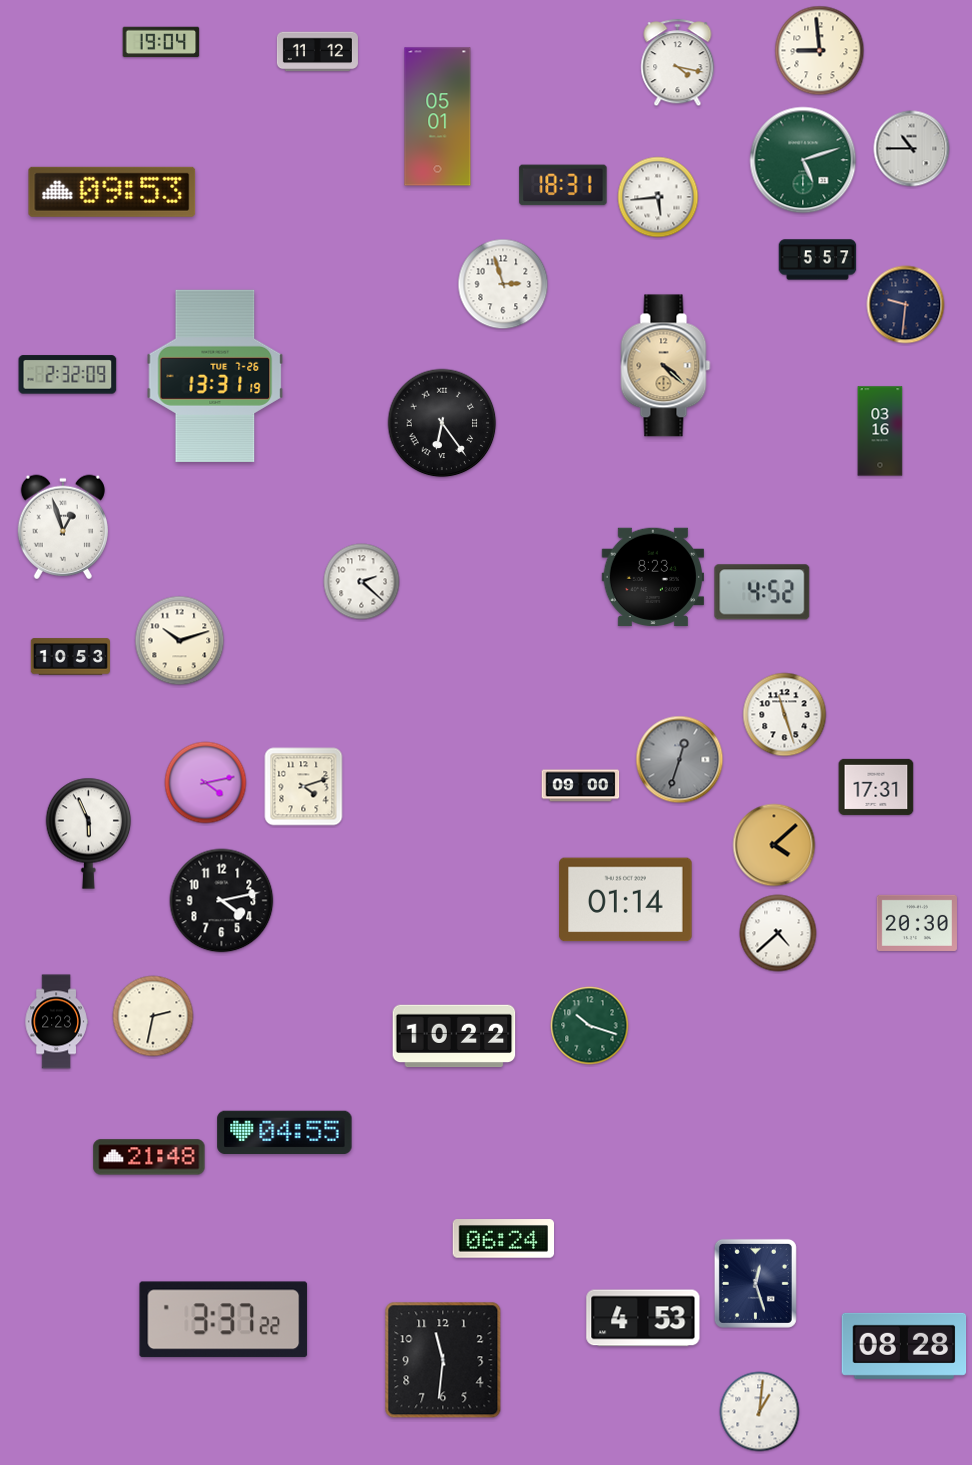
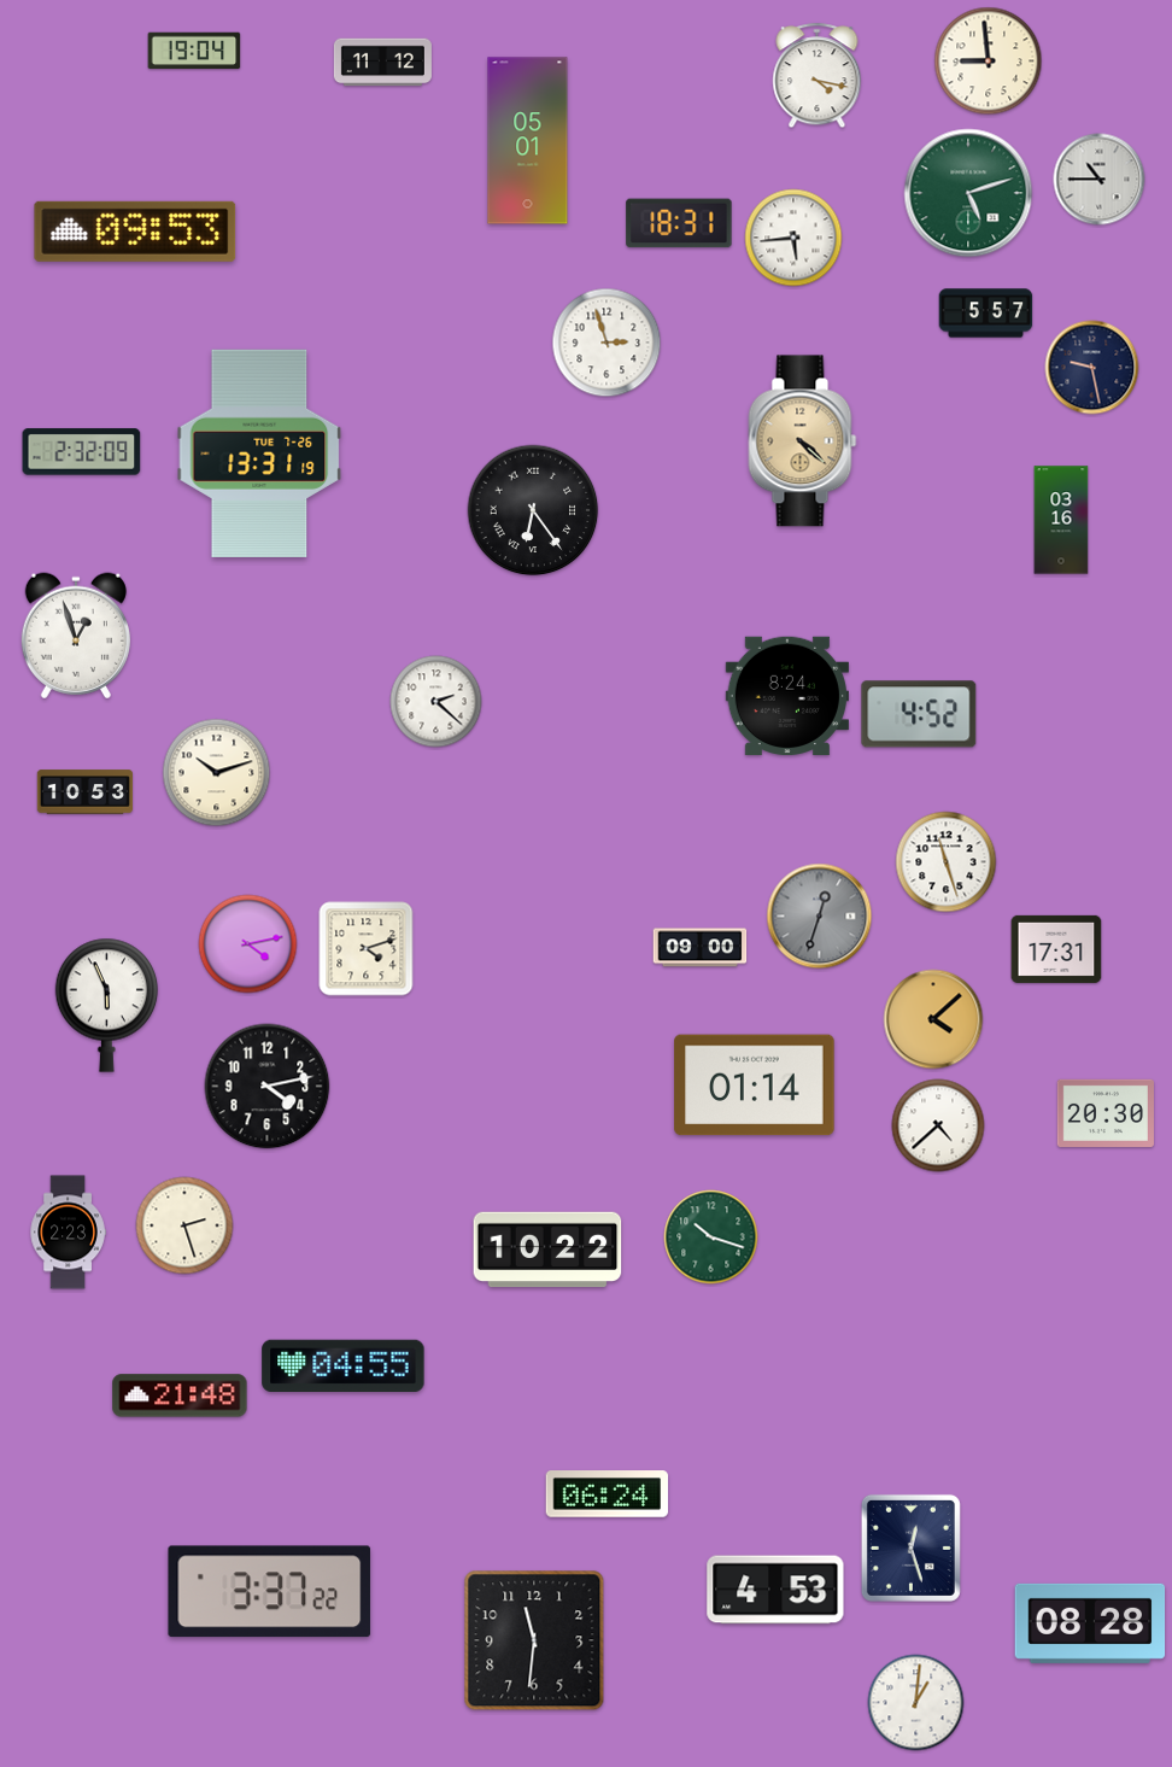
clock at (906, 305): 9:31 -> 9:28
clock at (652, 577): 8:23 -> 8:24
clock at (153, 1016): 2:32 -> 2:27
